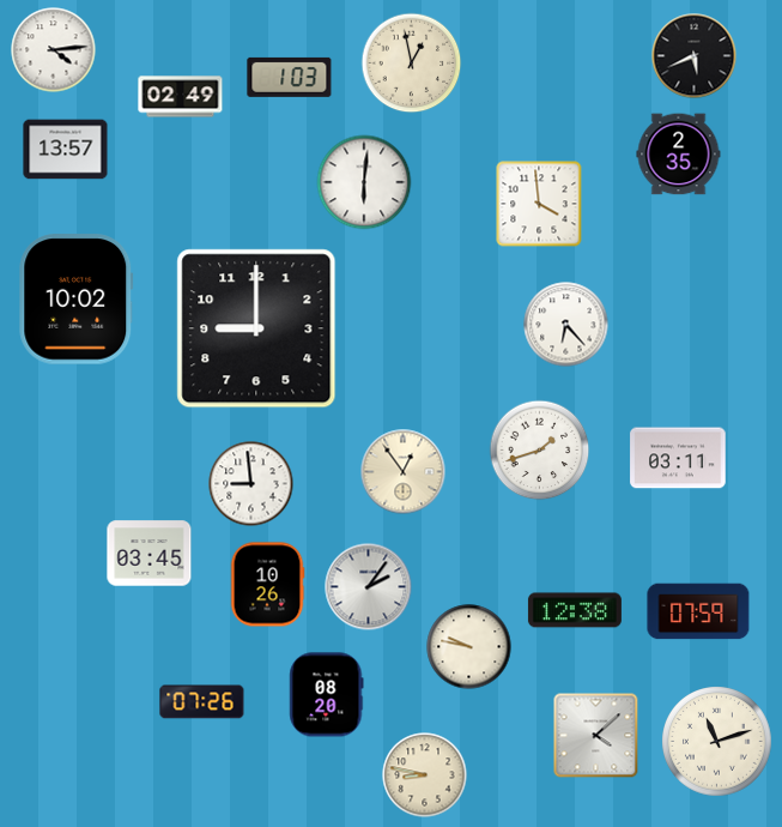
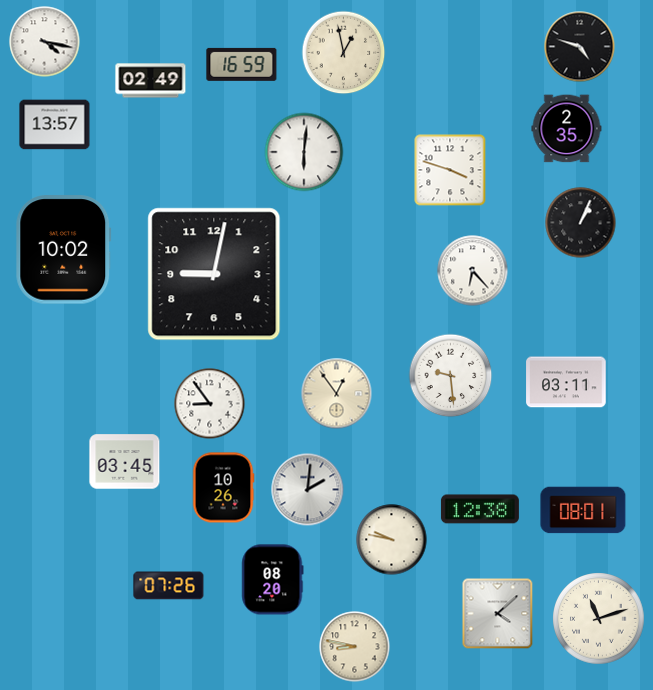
clock at (54, 50): 4:14 -> 4:17
clock at (695, 56): 5:41 -> 4:48
clock at (290, 77): 1:03 -> 16:59
clock at (539, 204): 3:59 -> 3:48
clock at (581, 223): none -> 1:04
clock at (256, 328): 9:00 -> 9:02
clock at (540, 451): 1:42 -> 9:29
clock at (251, 484): 8:59 -> 8:54
clock at (369, 587): 2:06 -> 2:01
clock at (698, 611): 07:59 -> 08:01
